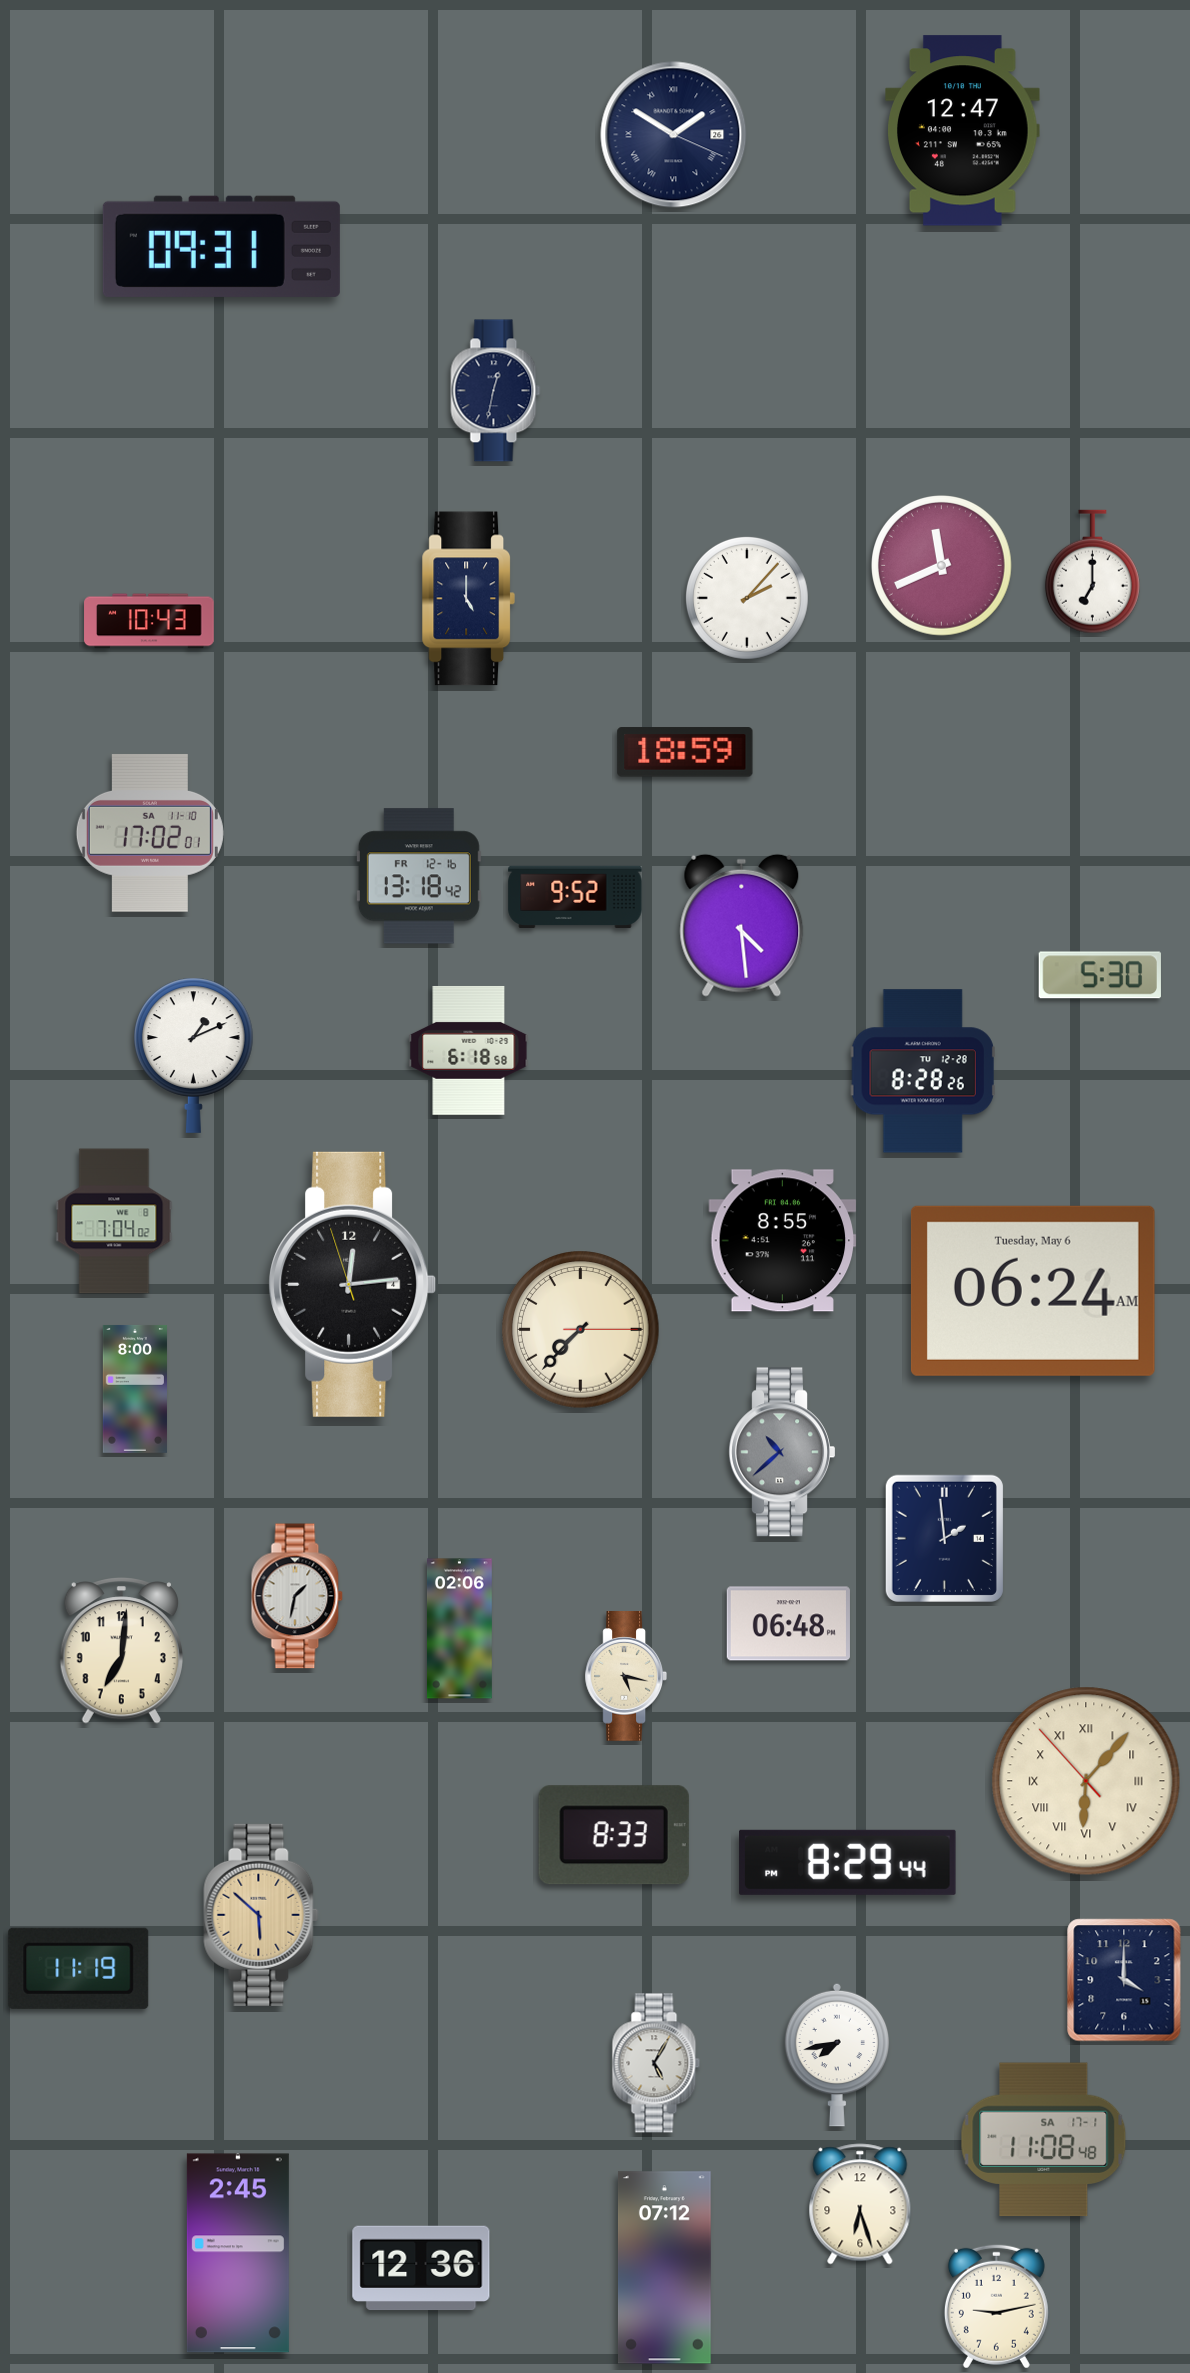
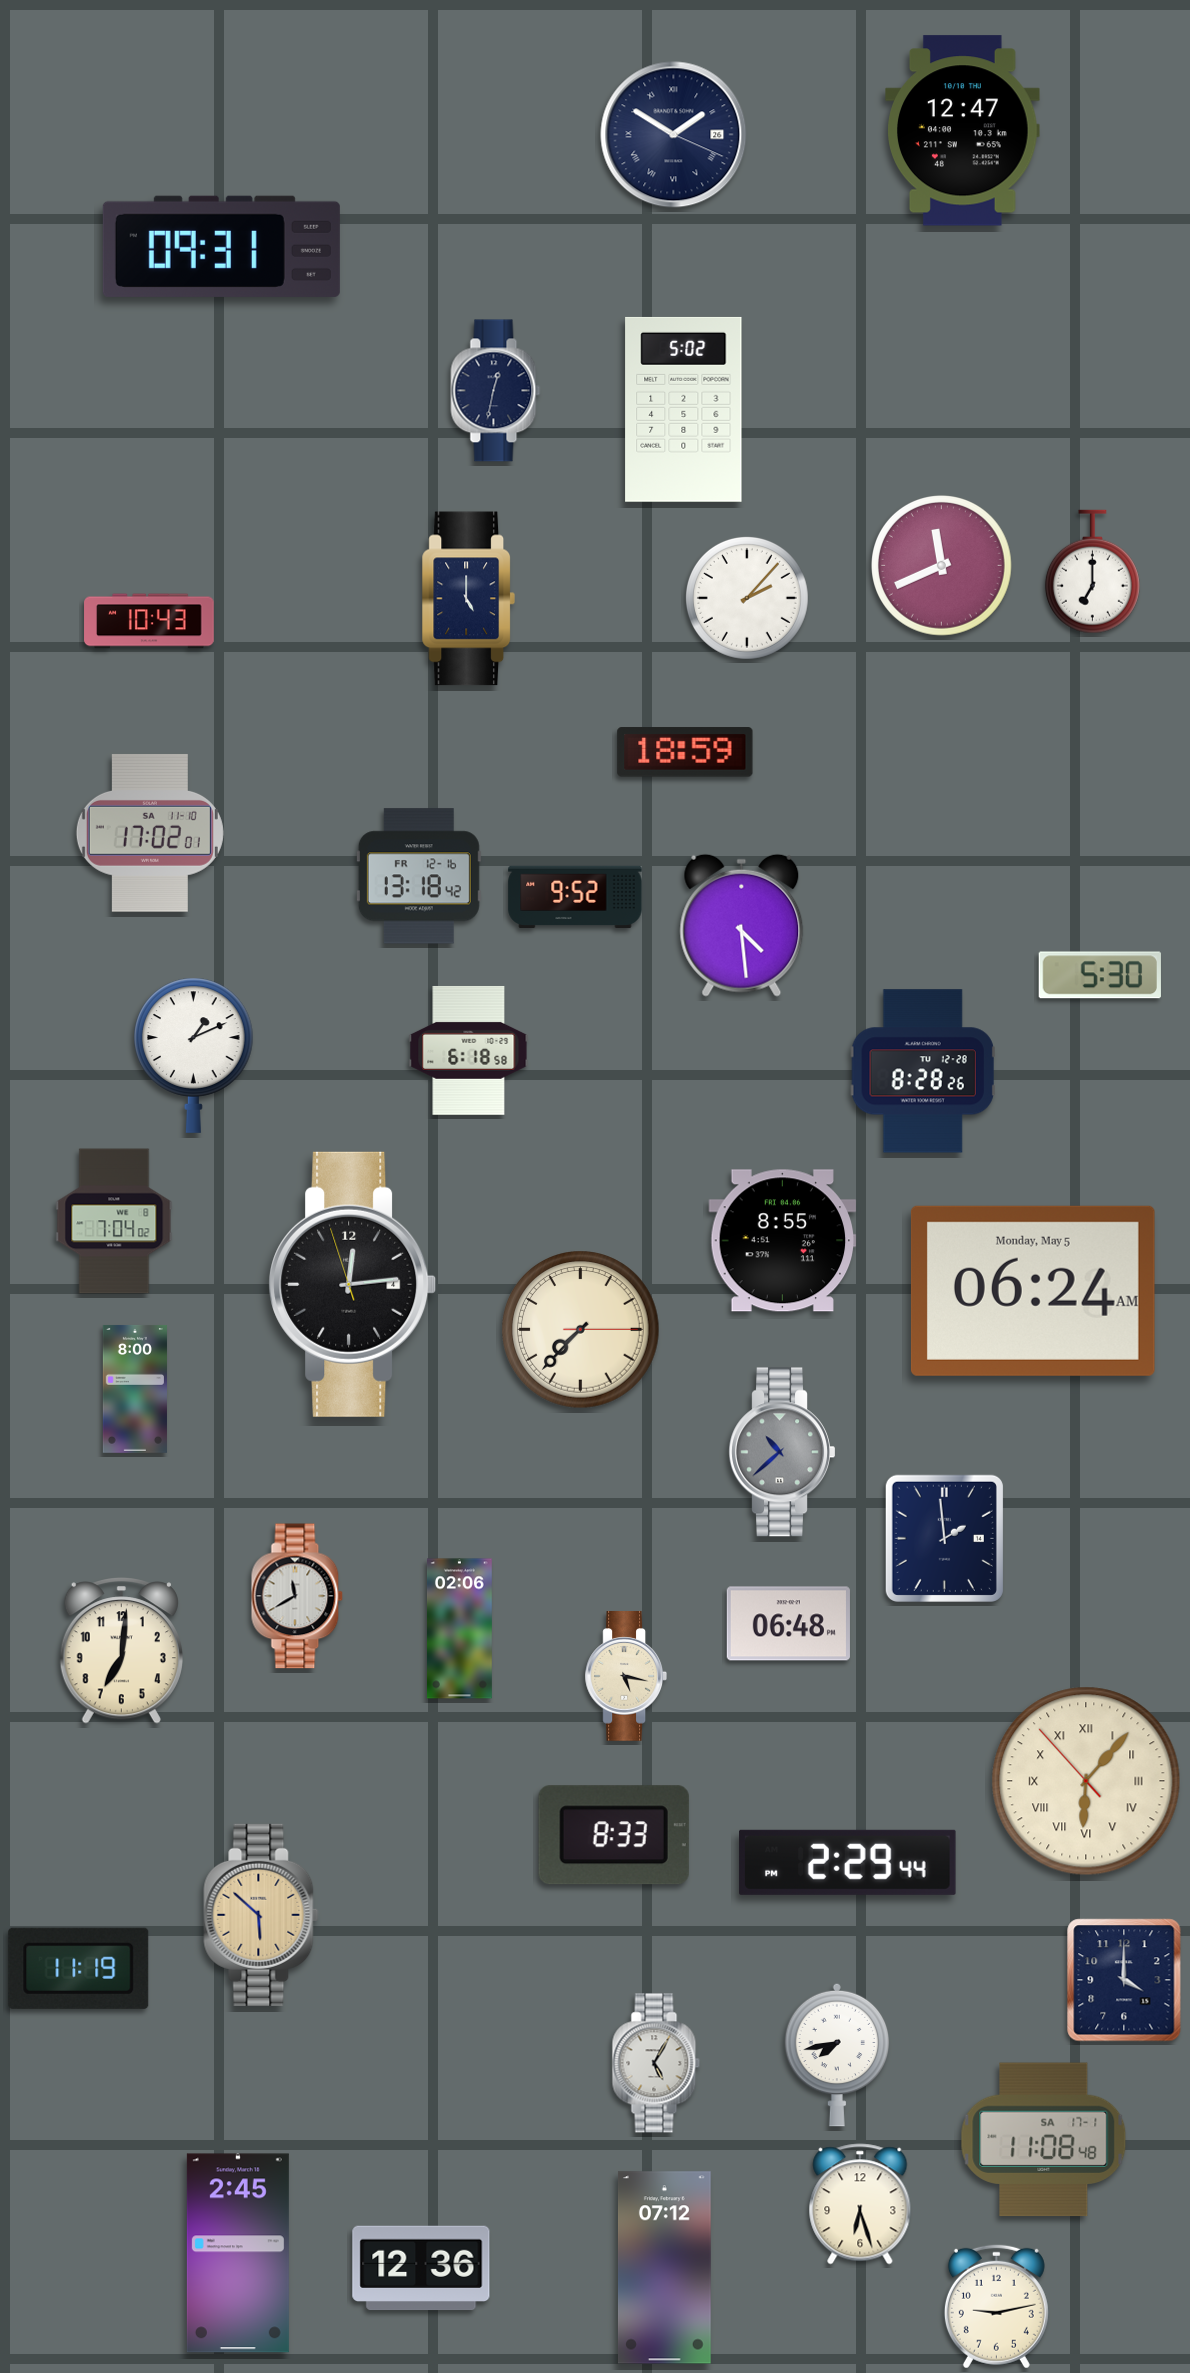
clock at (684, 409): none -> 5:02
clock at (1033, 1291) date: Tuesday, May 6 -> Monday, May 5
clock at (297, 1596): 1:32 -> 11:40
clock at (848, 1862): 8:29 -> 2:29
